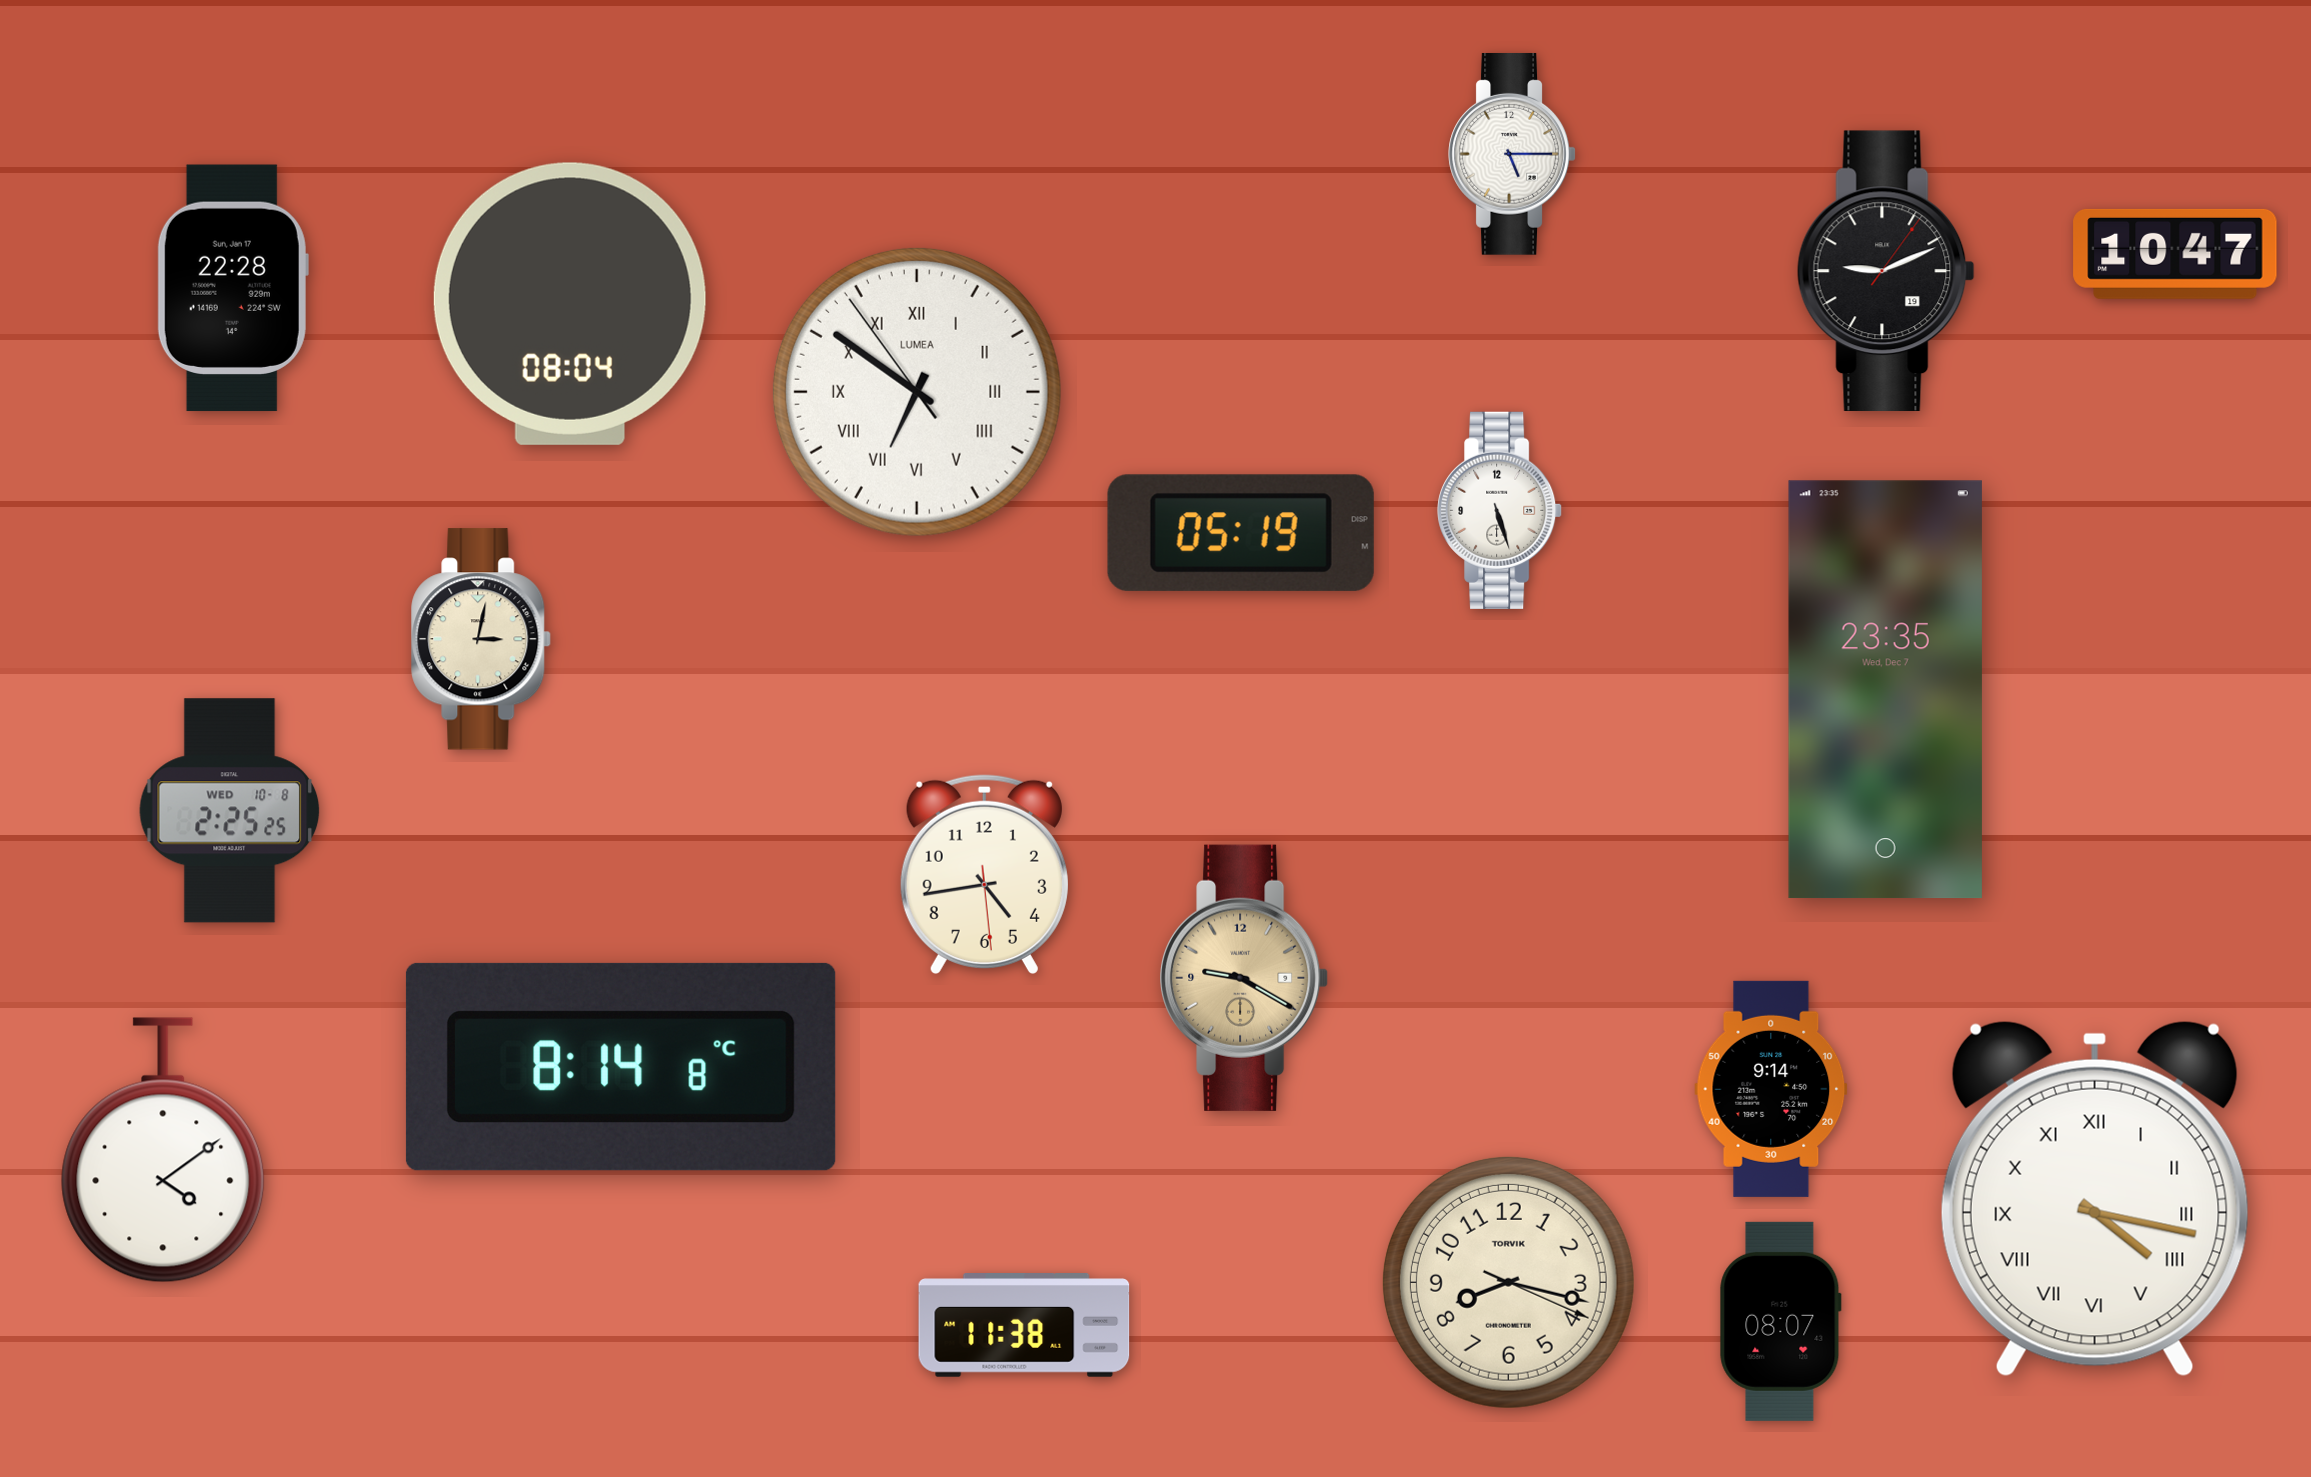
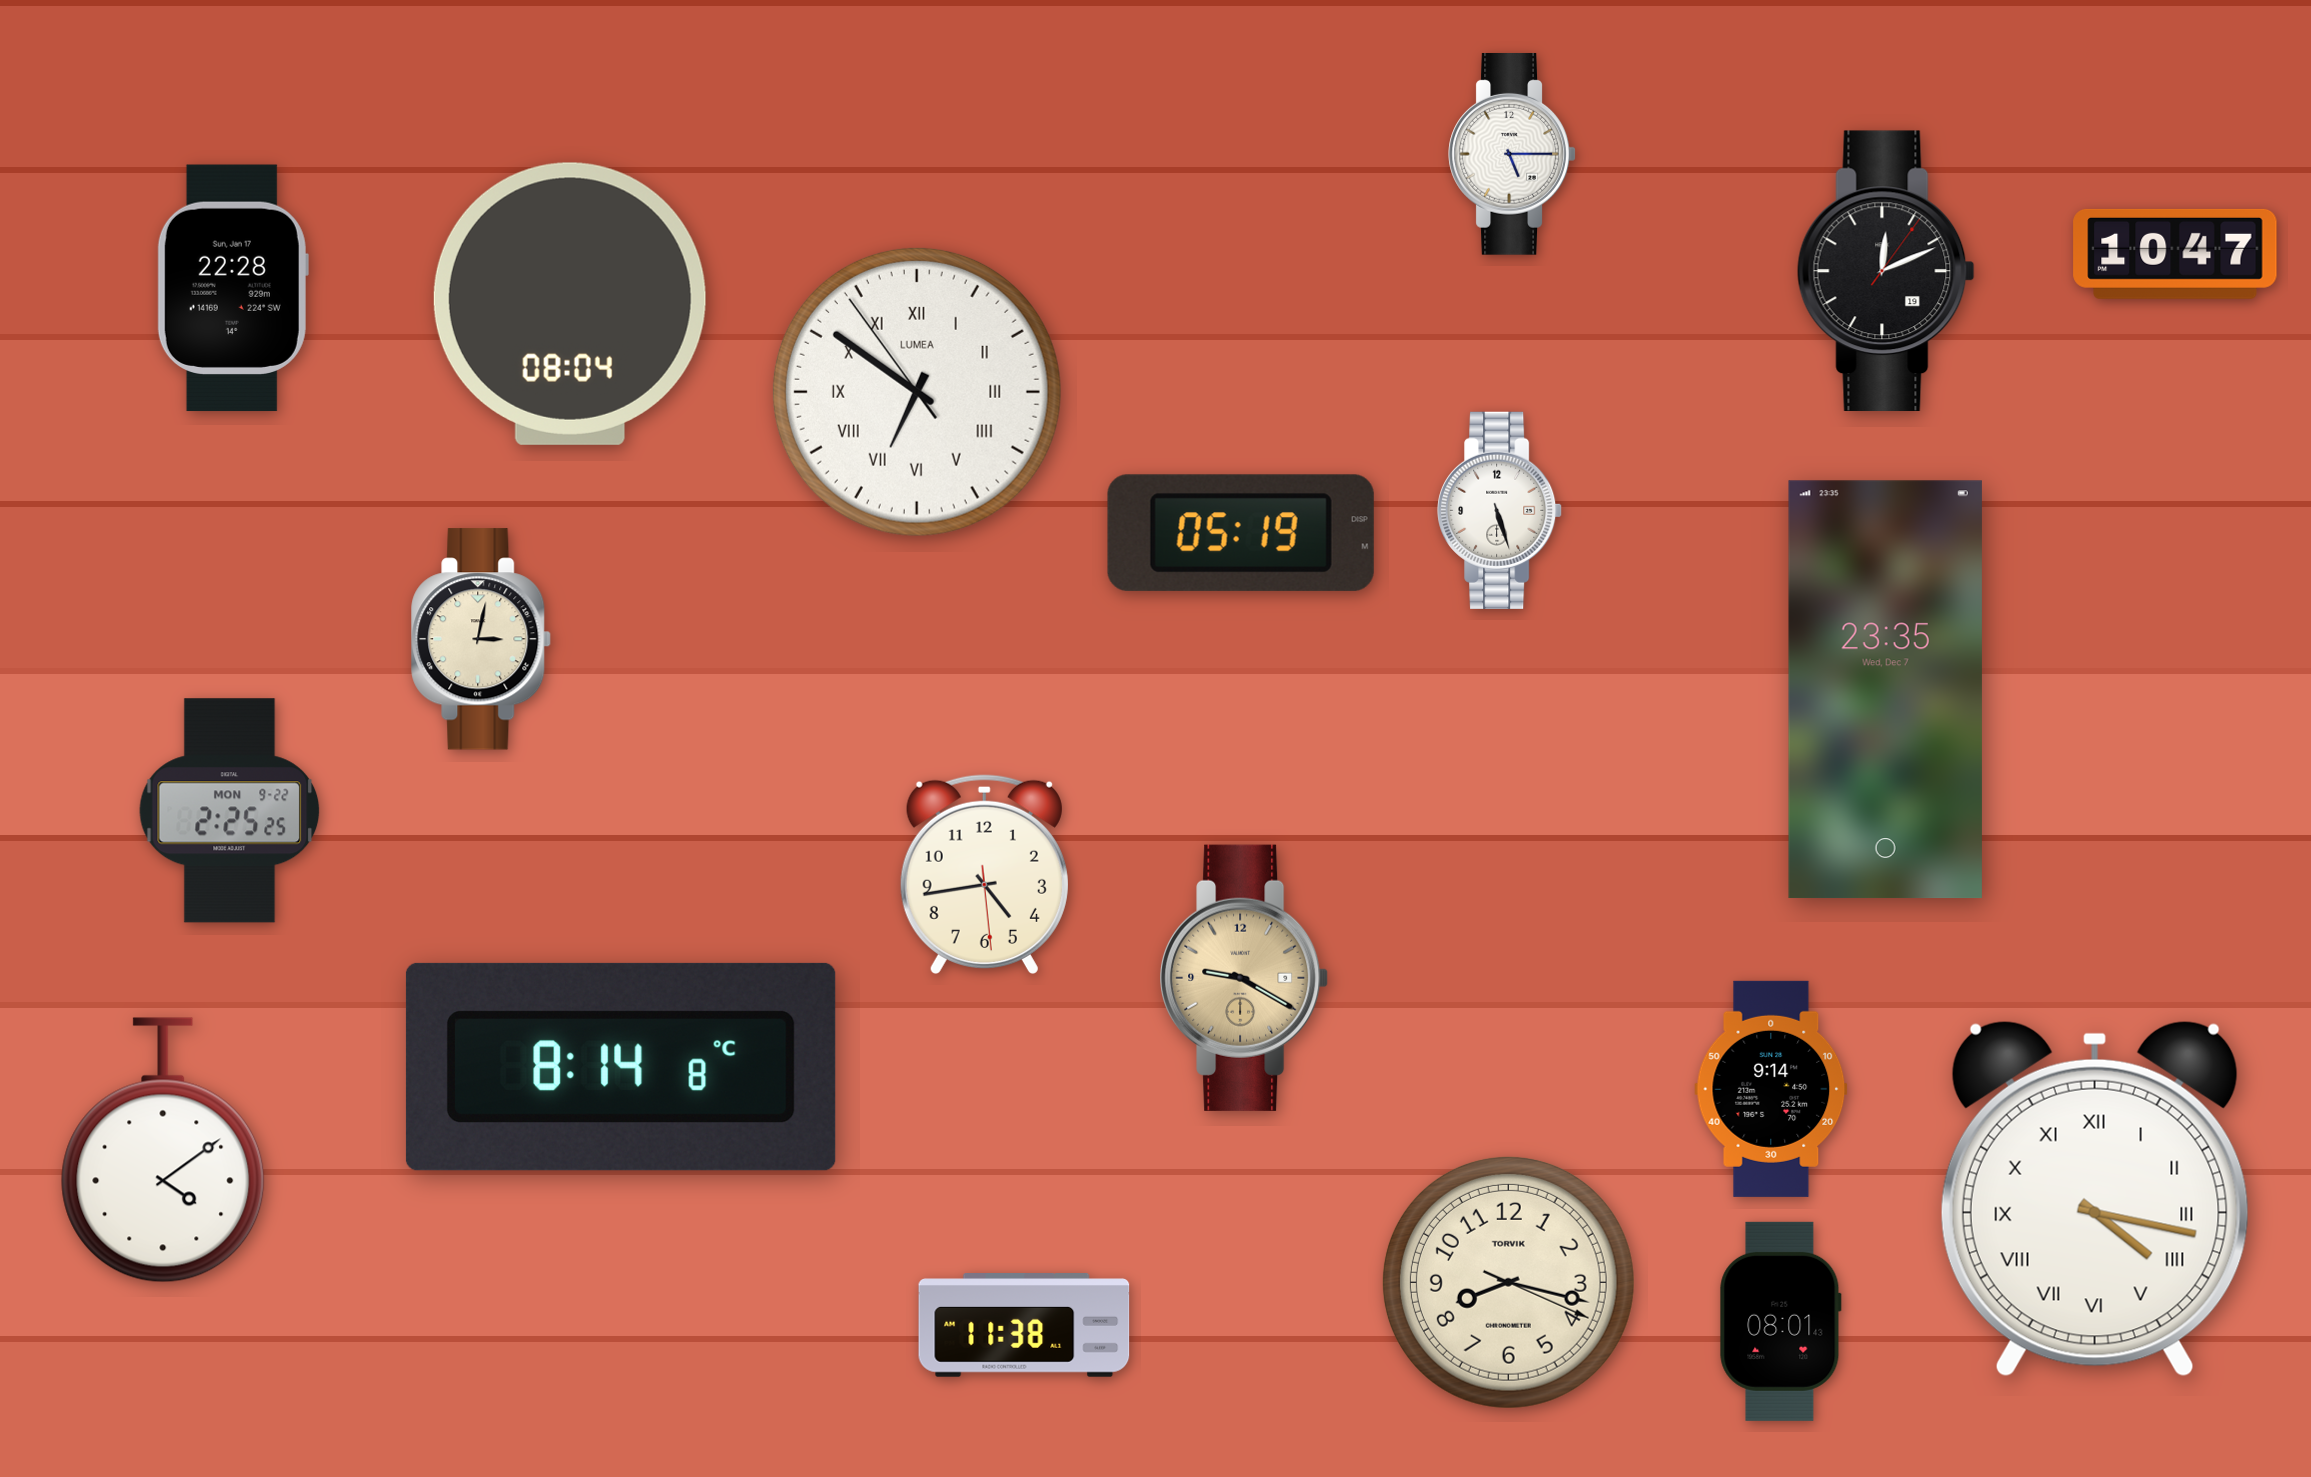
clock at (1886, 270): 9:11 -> 12:11
clock at (230, 811) date: WED 10-8 -> MON 9-22
clock at (1780, 1321): 08:07 -> 08:01
